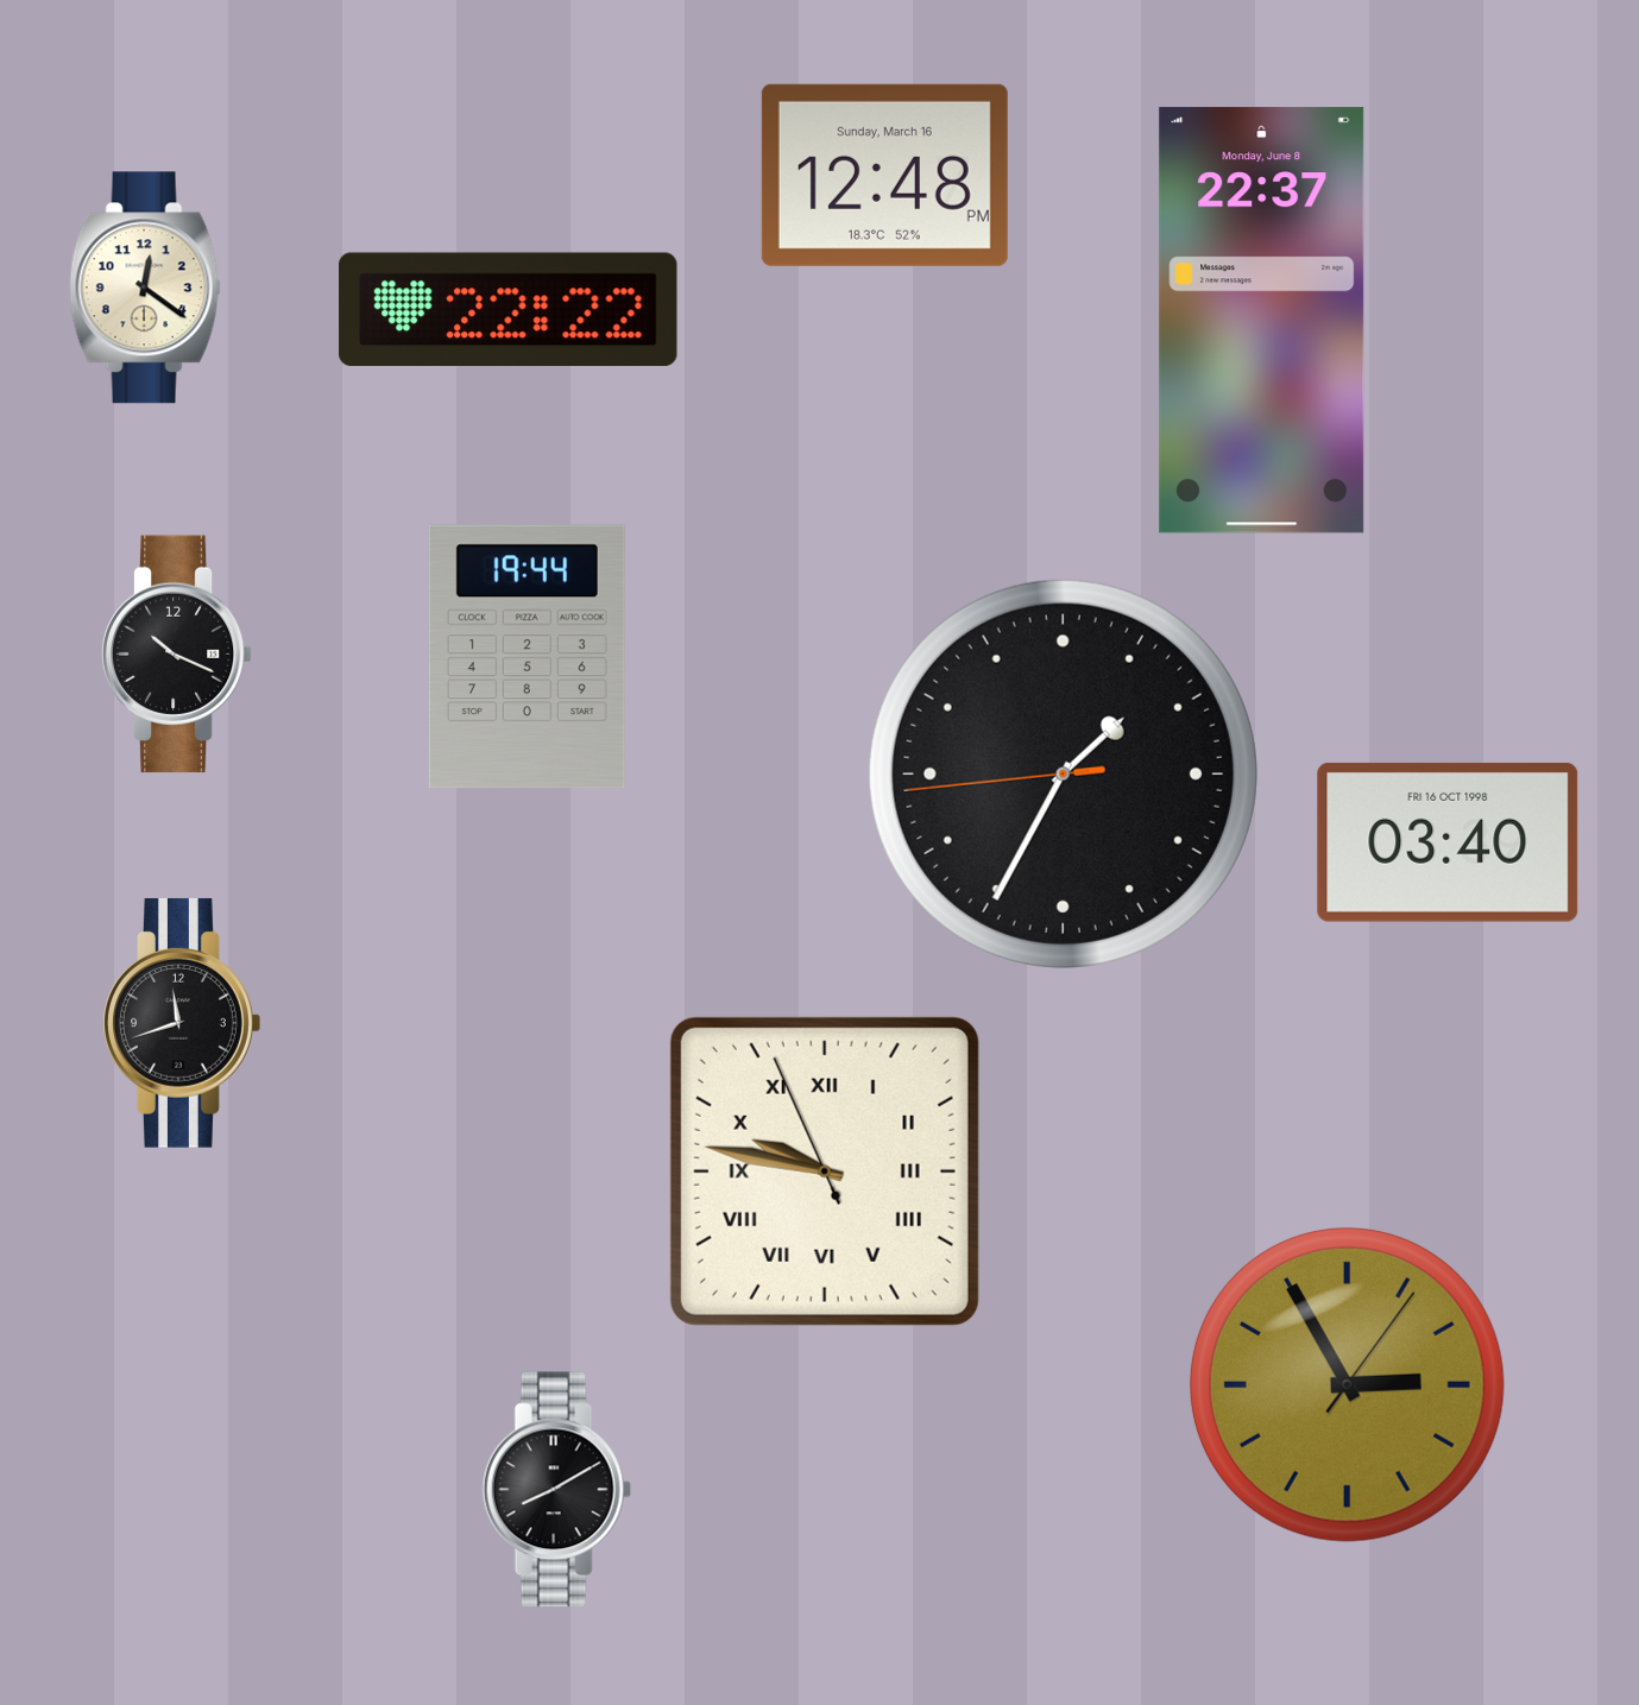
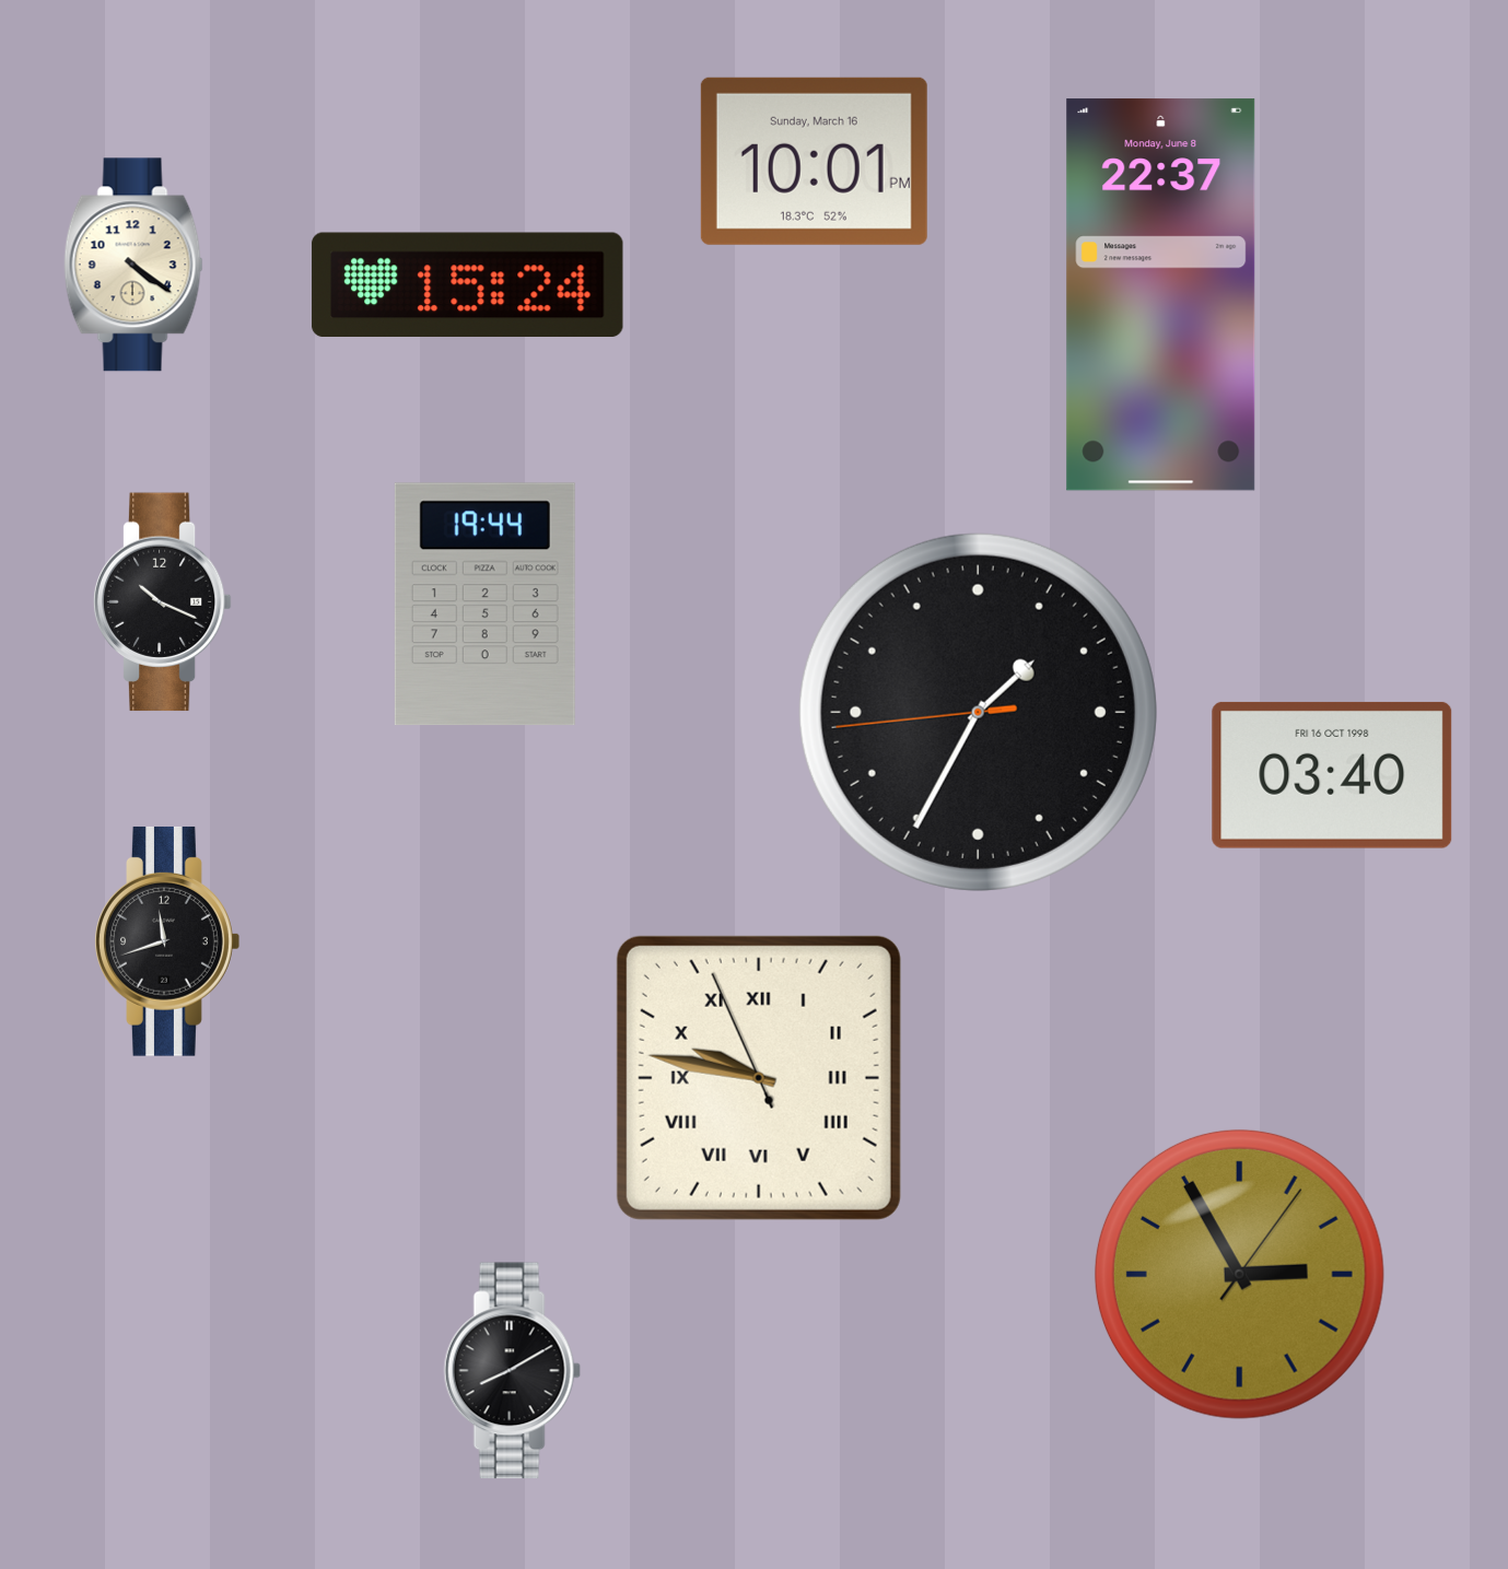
clock at (884, 175): 12:48 -> 10:01
clock at (145, 288): 12:21 -> 4:21
clock at (509, 309): 22:22 -> 15:24
